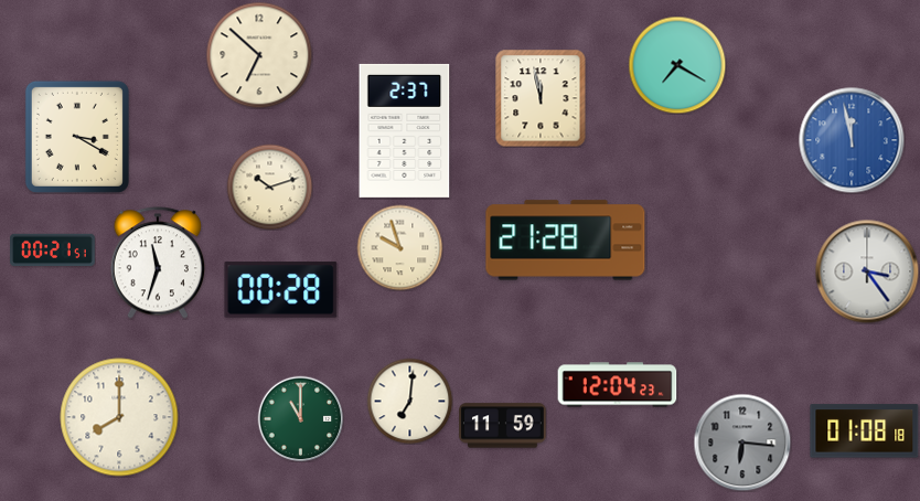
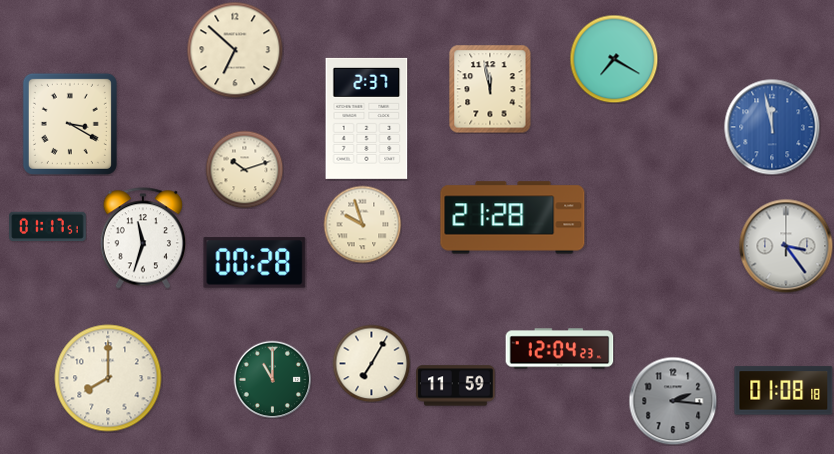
clock at (53, 250): 00:21 -> 01:17
clock at (409, 401): 7:01 -> 7:05
clock at (742, 443): 6:16 -> 2:16
